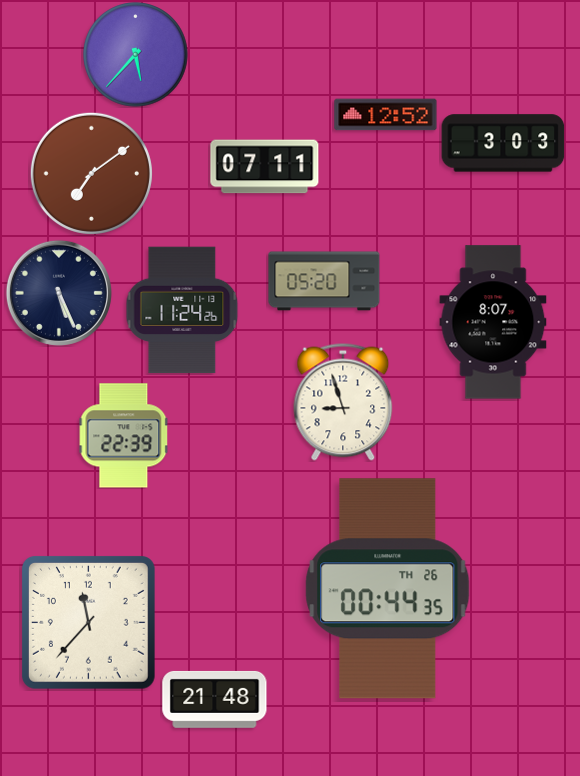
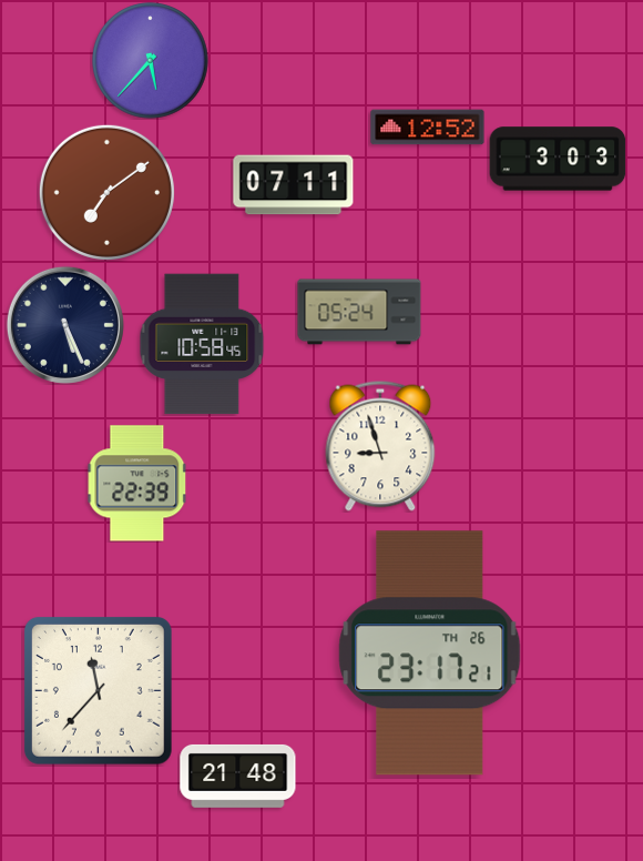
clock at (91, 173) position: (91, 173) -> (106, 192)
clock at (324, 281): 05:20 -> 05:24
clock at (182, 310): 11:24 -> 10:58
clock at (493, 322): 8:07 -> none
clock at (388, 589): 00:44 -> 23:17
